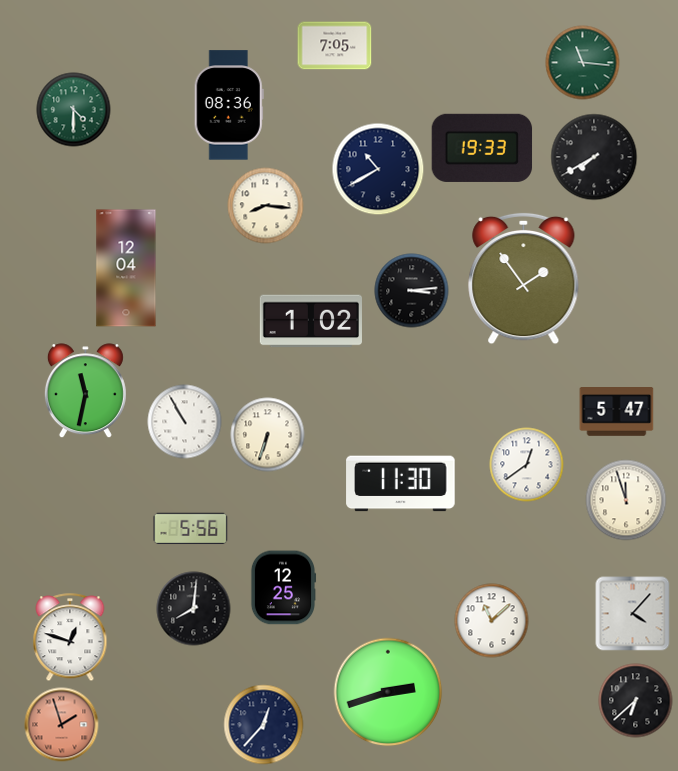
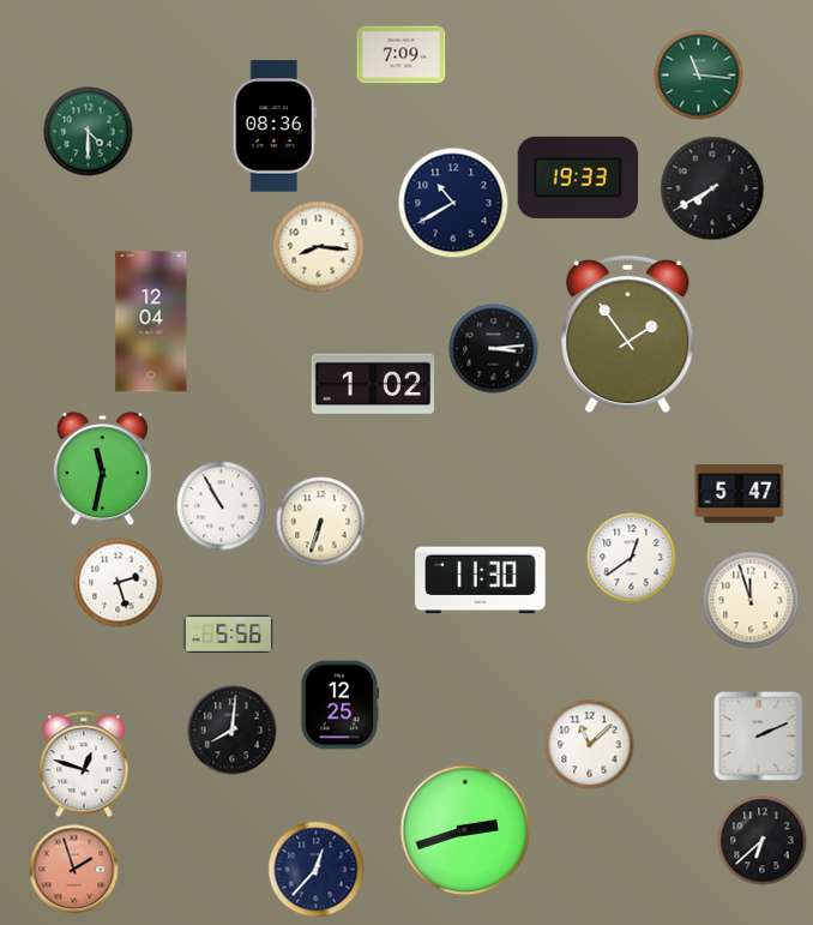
clock at (335, 46): 7:05 -> 7:09
clock at (119, 583): none -> 2:27
clock at (633, 614): 4:07 -> 2:11
